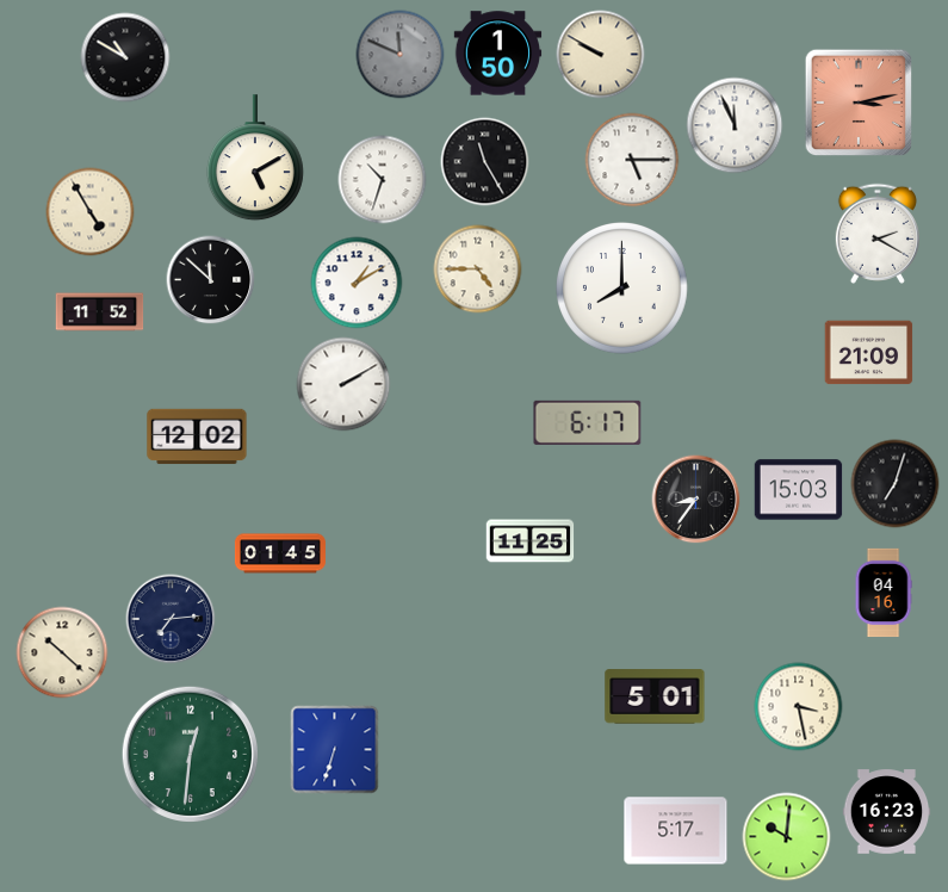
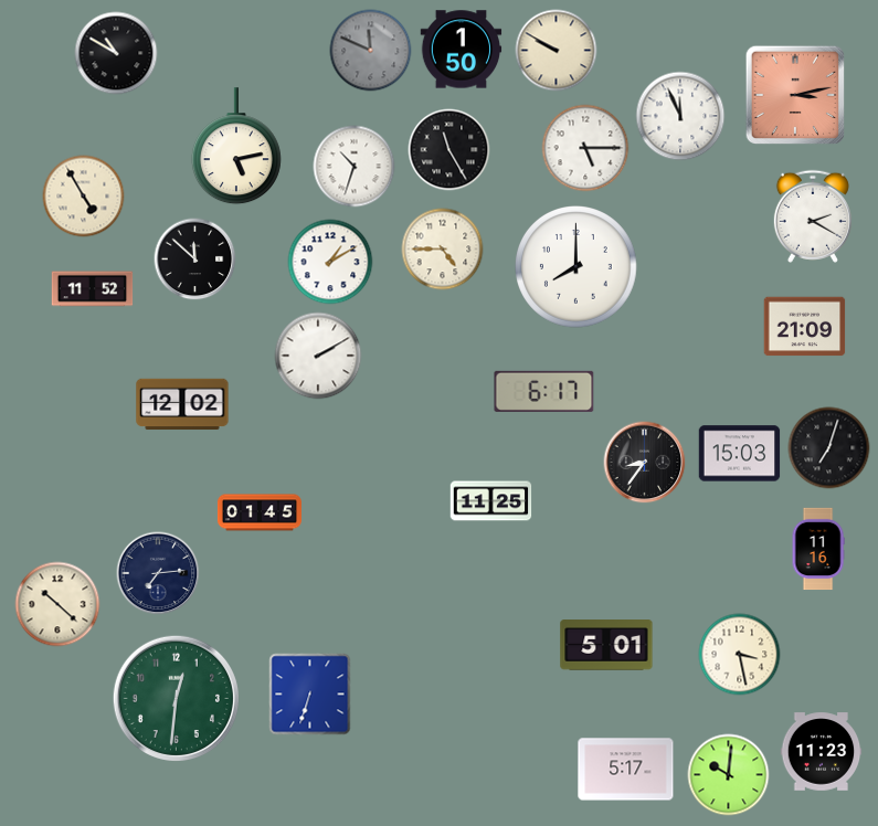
clock at (255, 159): 5:10 -> 5:13
clock at (884, 593): 04:16 -> 11:16
clock at (887, 812): 16:23 -> 11:23
